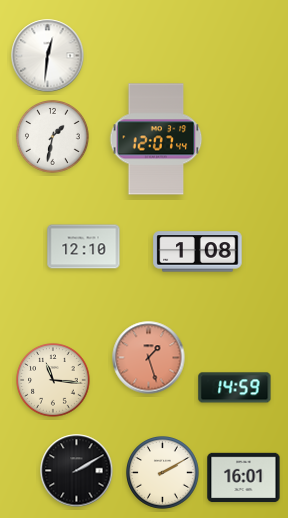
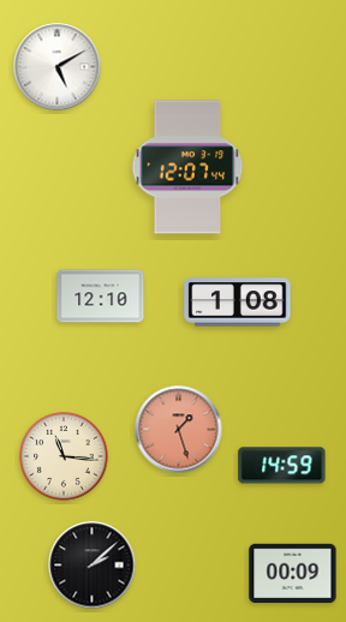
clock at (48, 56): 12:31 -> 5:10
clock at (53, 137): 1:32 -> none
clock at (77, 471): 2:10 -> 2:08
clock at (163, 473): 2:10 -> none
clock at (244, 478): 16:01 -> 00:09
